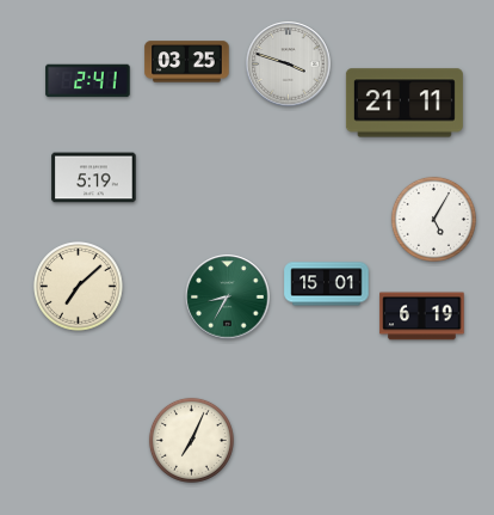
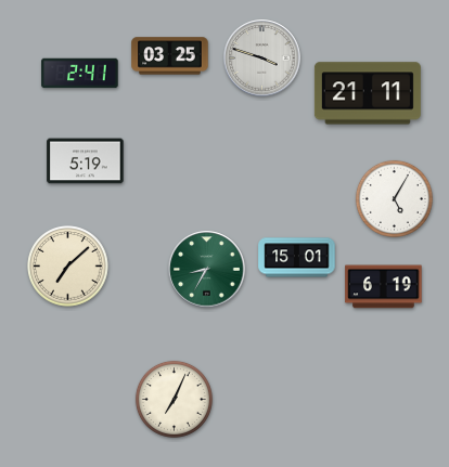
clock at (79, 287) position: (79, 287) -> (68, 267)
